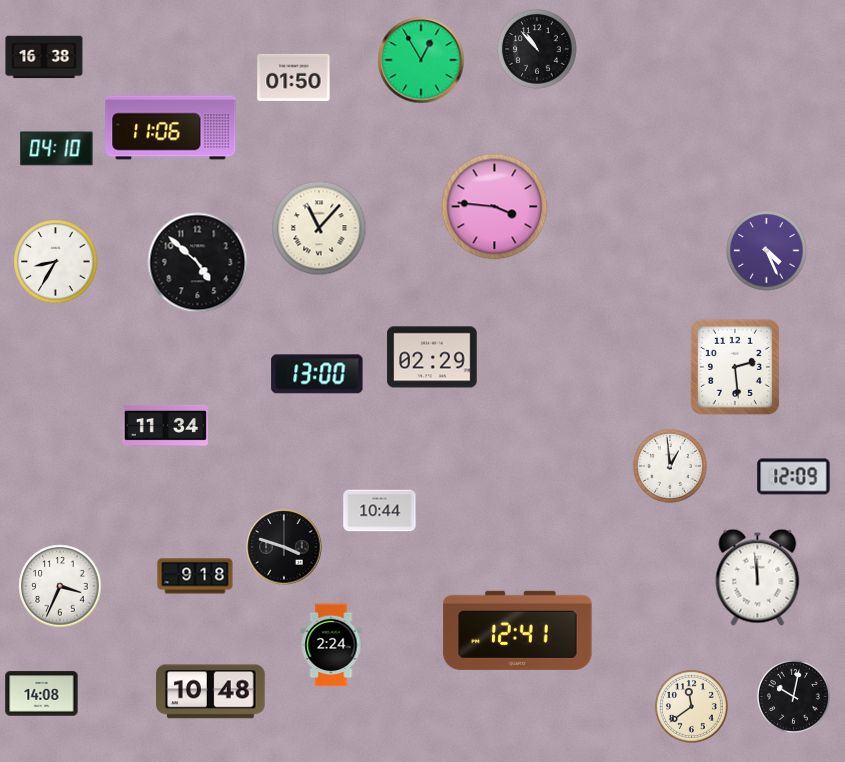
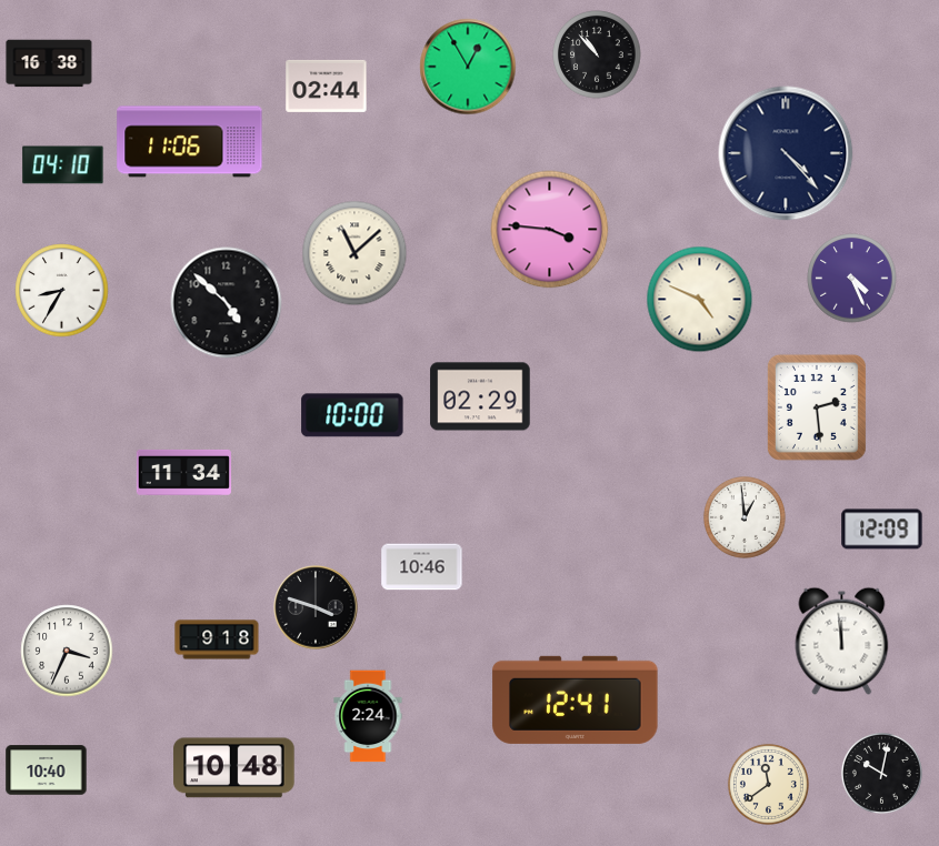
clock at (294, 77): 01:50 -> 02:44
clock at (786, 153): none -> 4:23
clock at (319, 228): 11:07 -> 11:08
clock at (198, 263) position: (198, 263) -> (227, 303)
clock at (700, 300): none -> 4:49
clock at (317, 374): 13:00 -> 10:00
clock at (380, 511): 10:44 -> 10:46
clock at (42, 694): 14:08 -> 10:40
